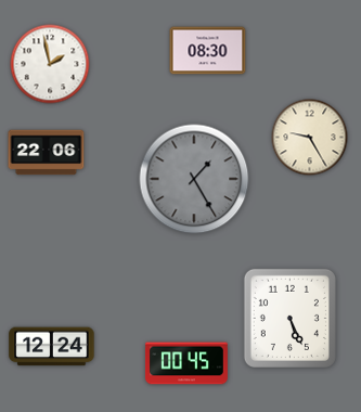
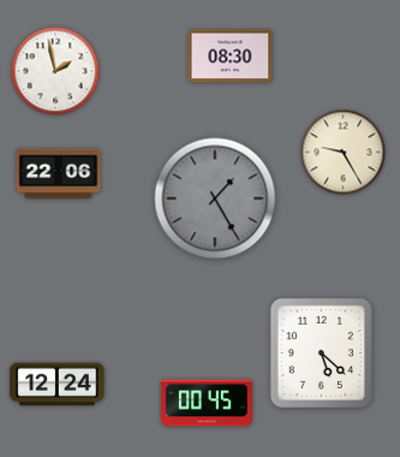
clock at (47, 153) position: (47, 153) -> (59, 174)
clock at (289, 318): 5:26 -> 5:22
